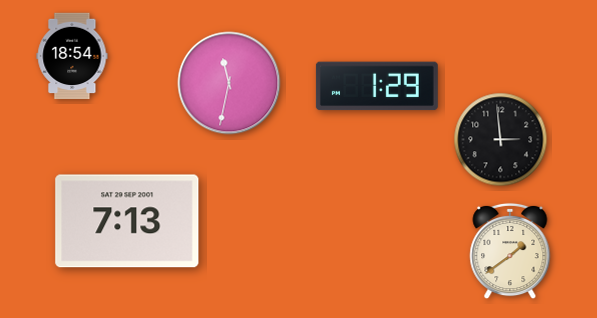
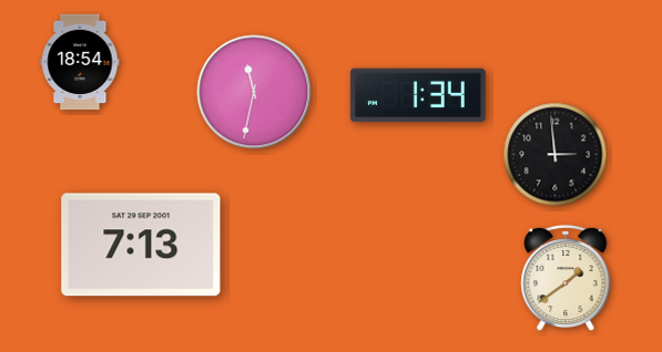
clock at (377, 86): 1:29 -> 1:34
